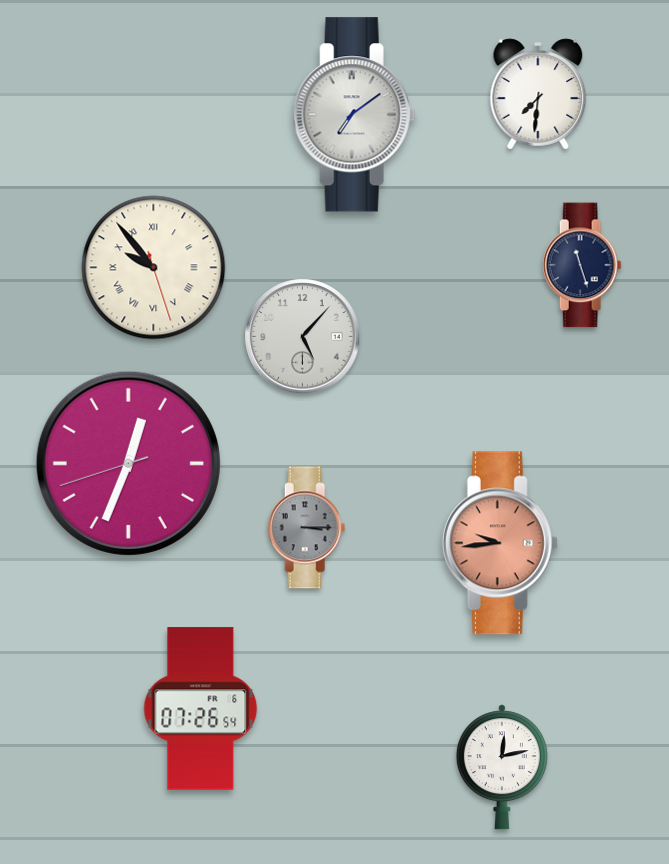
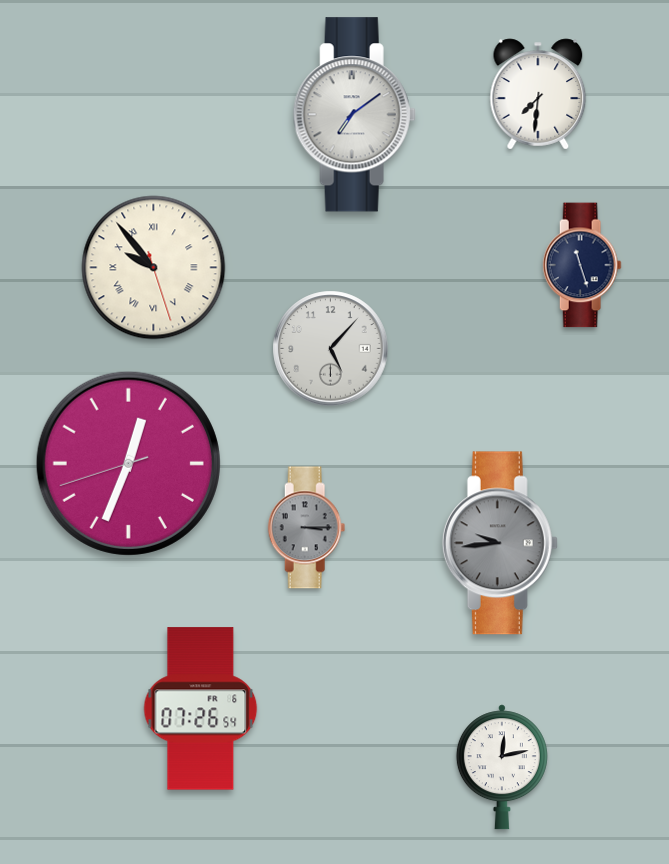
clock at (303, 337) position: (303, 337) -> (331, 349)
clock at (500, 543) dial: salmon -> grey
